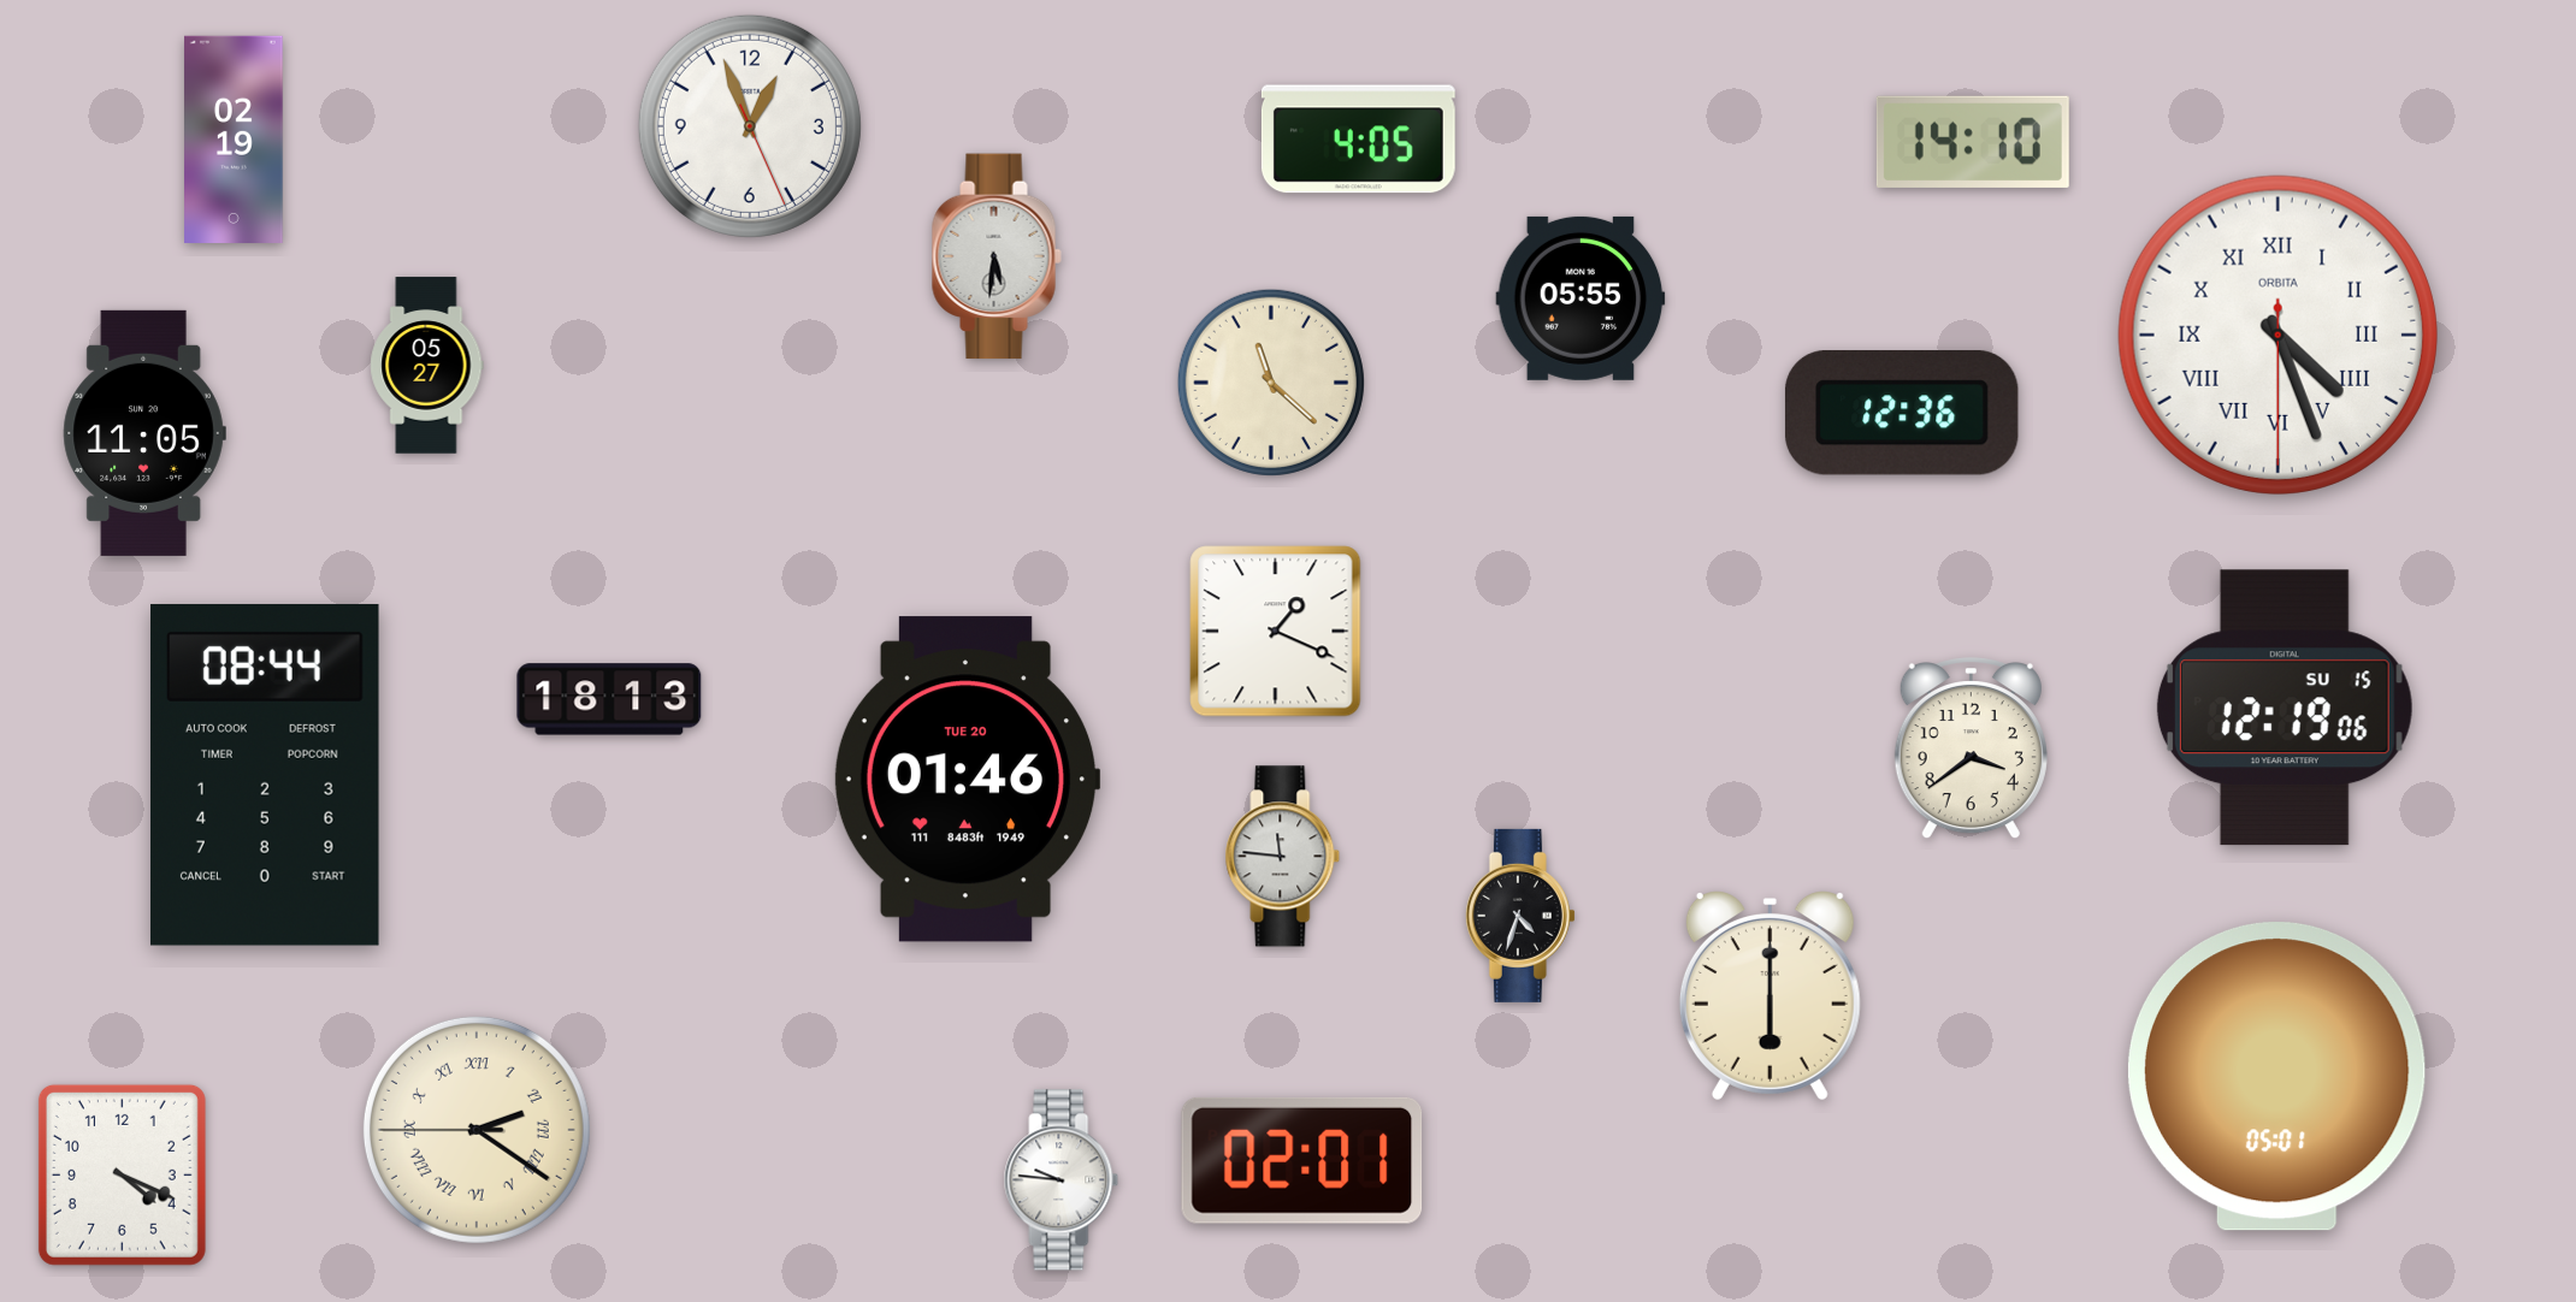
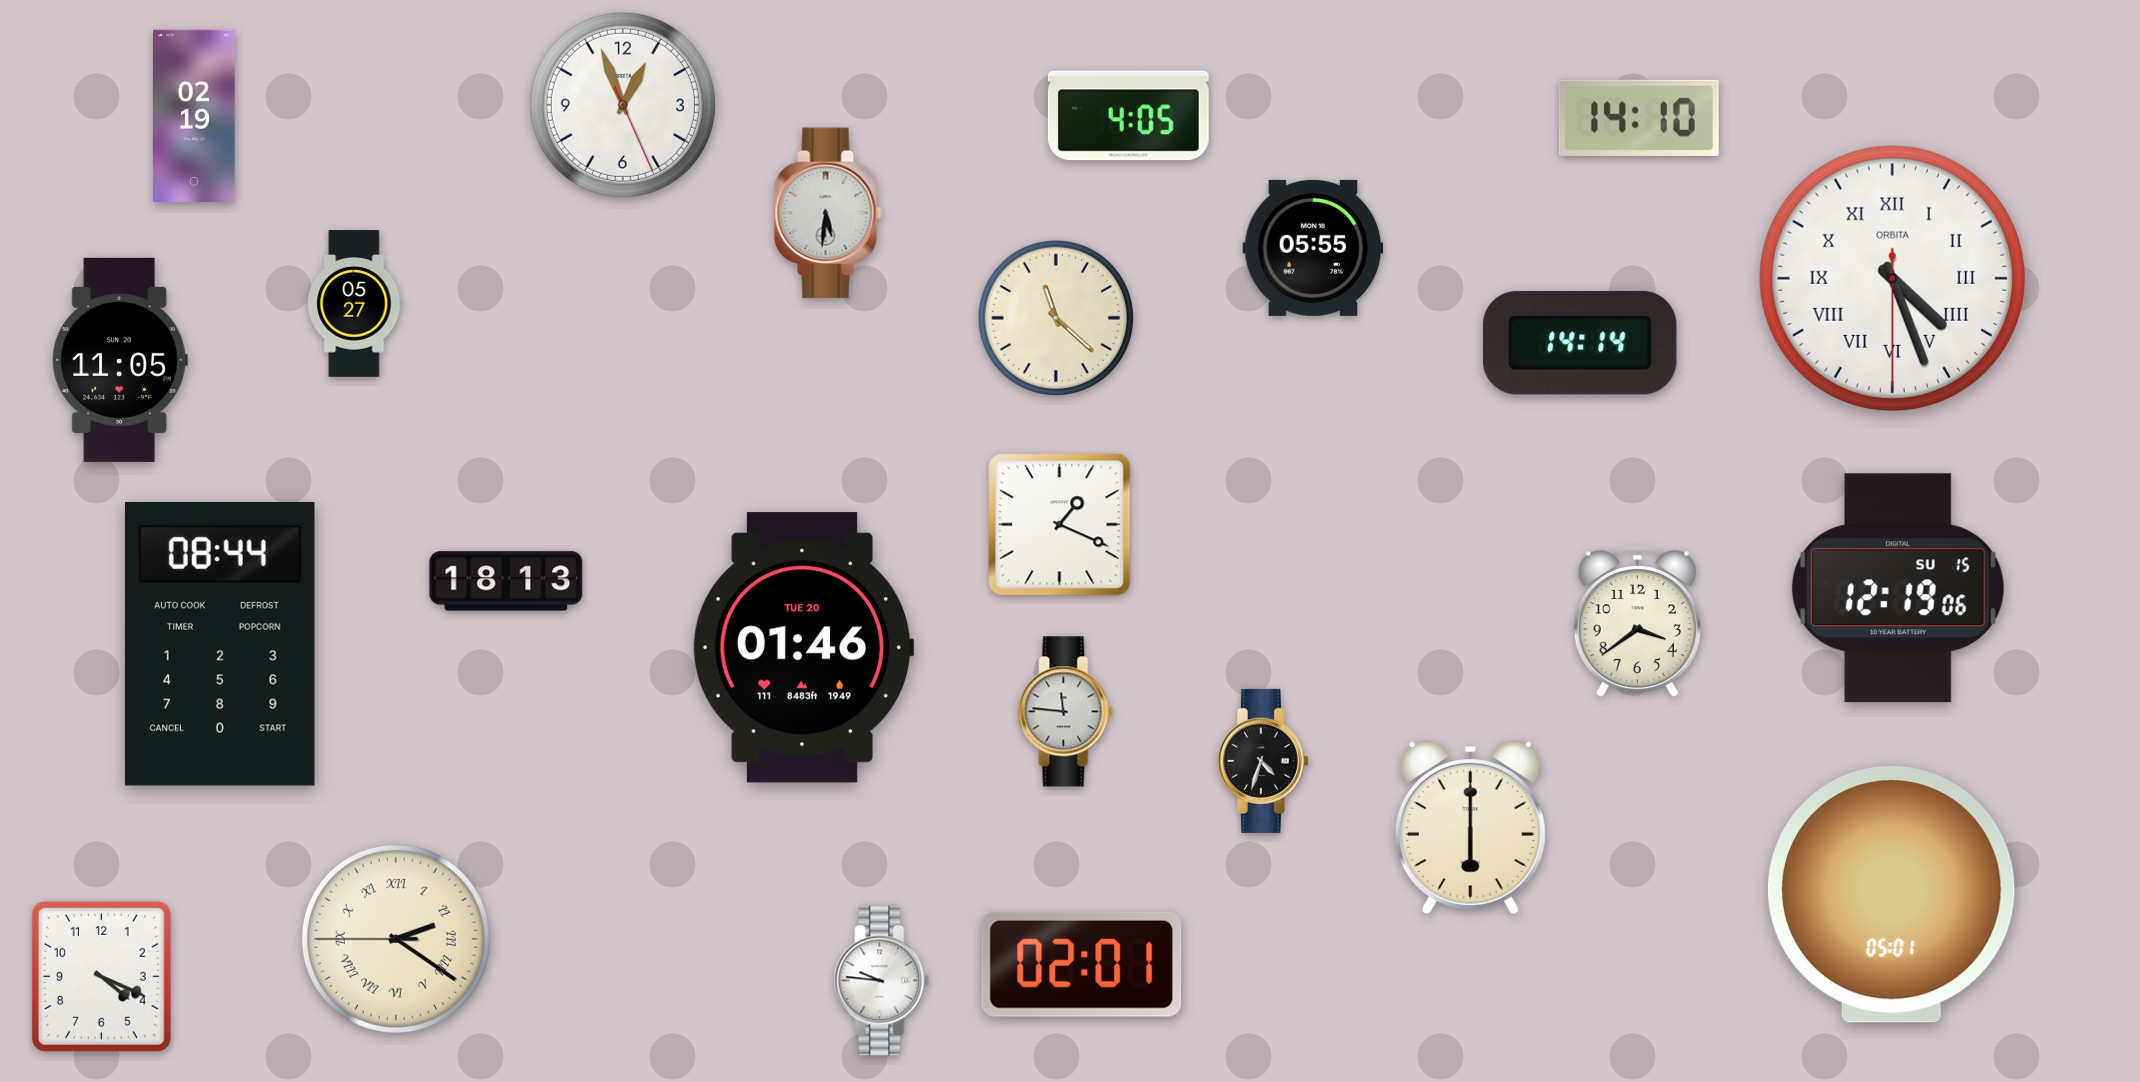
clock at (1902, 413): 12:36 -> 14:14
